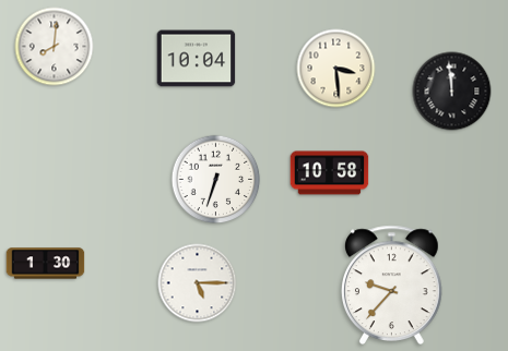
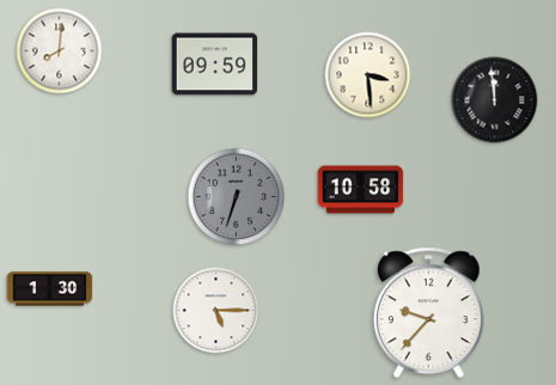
clock at (197, 59): 10:04 -> 09:59
clock at (216, 180) dial: white -> grey
